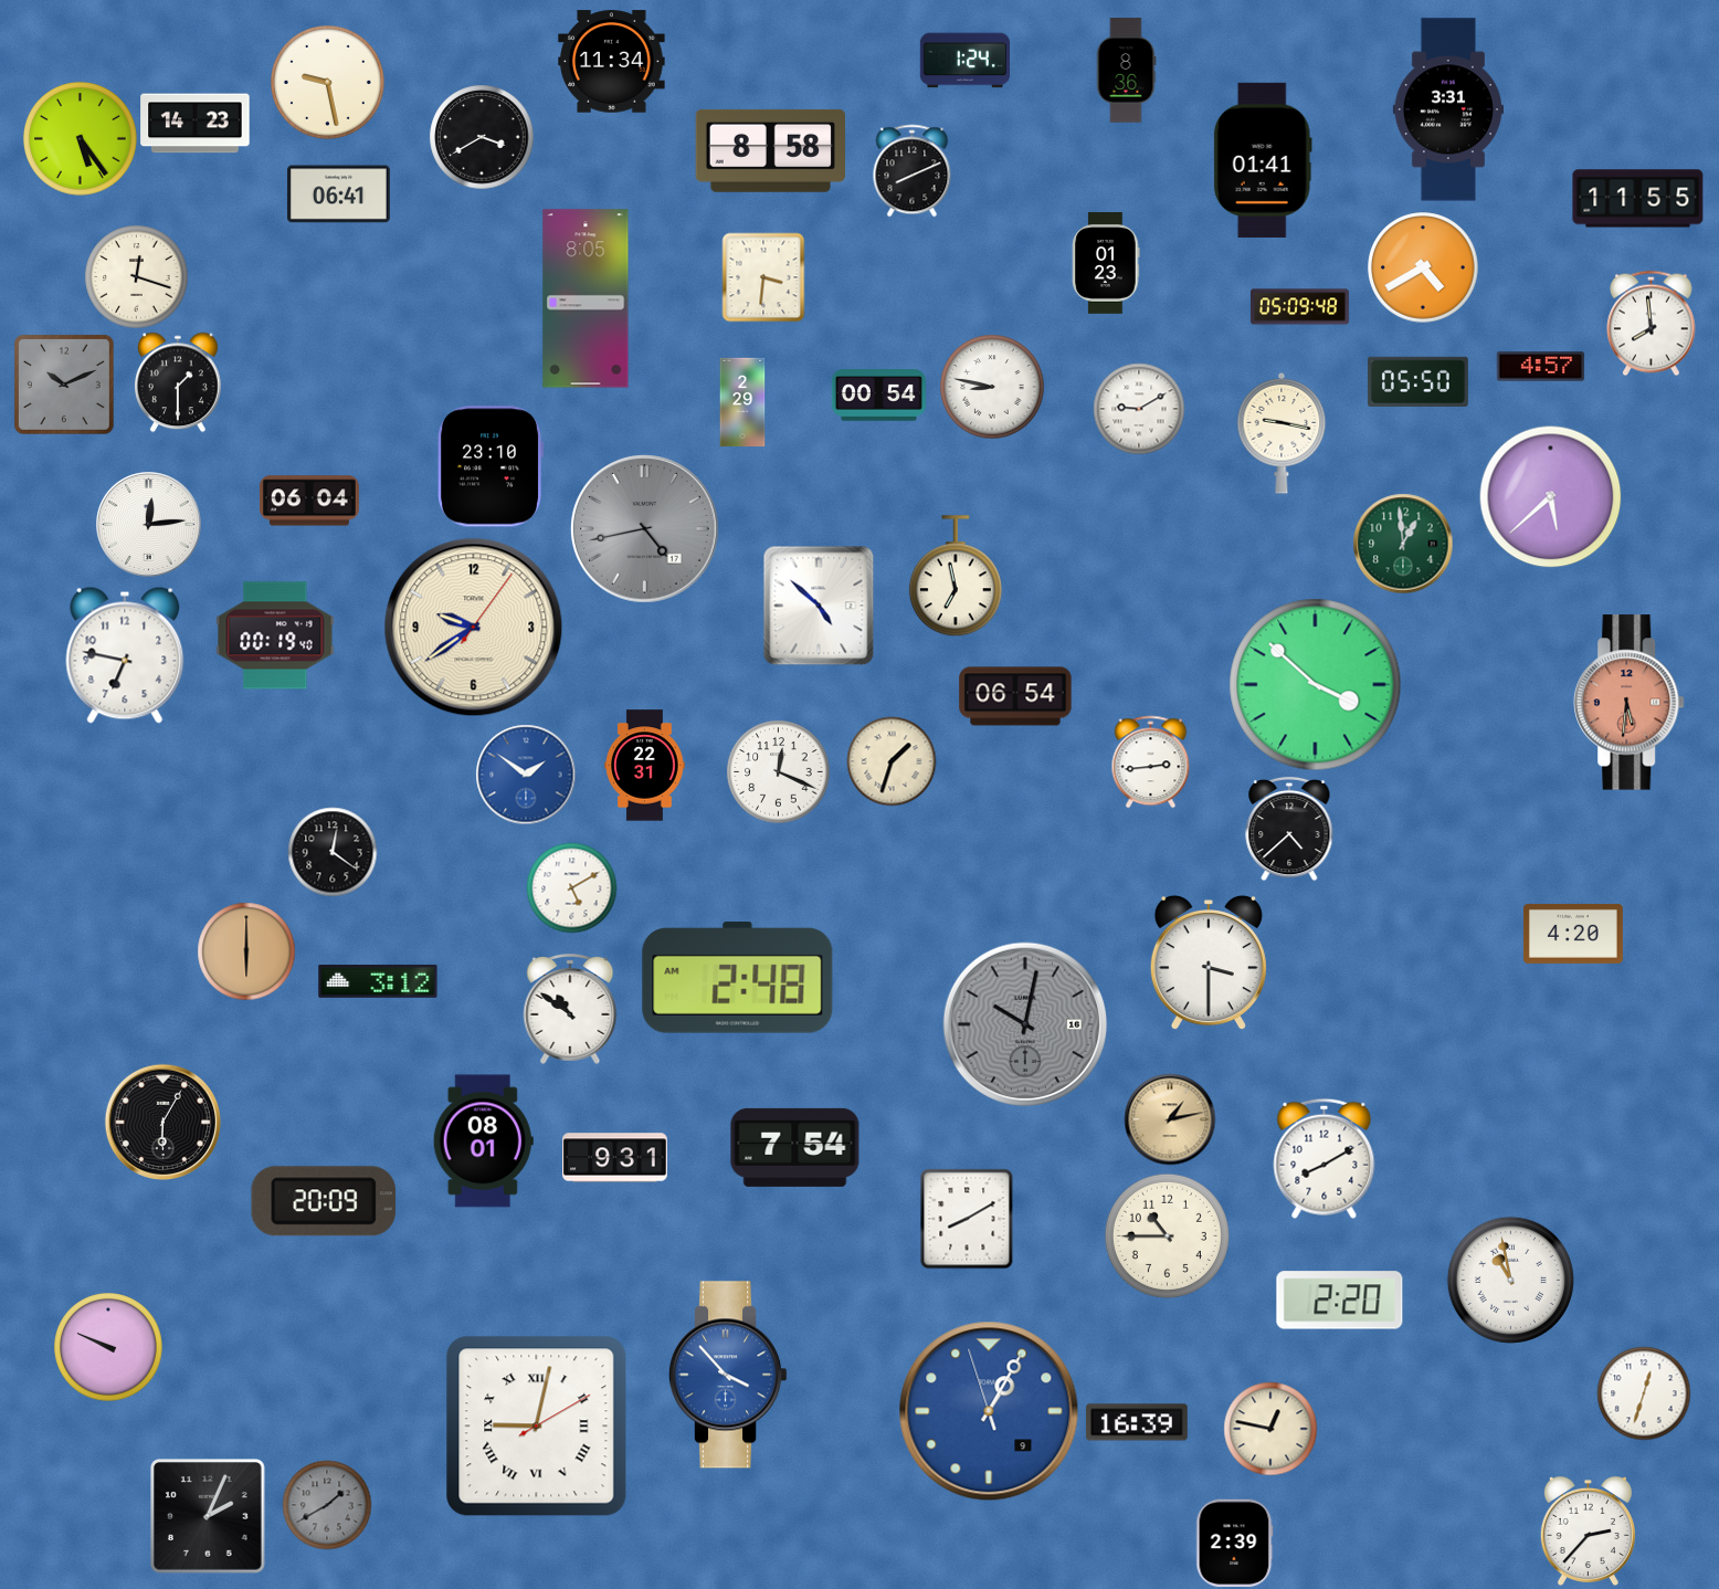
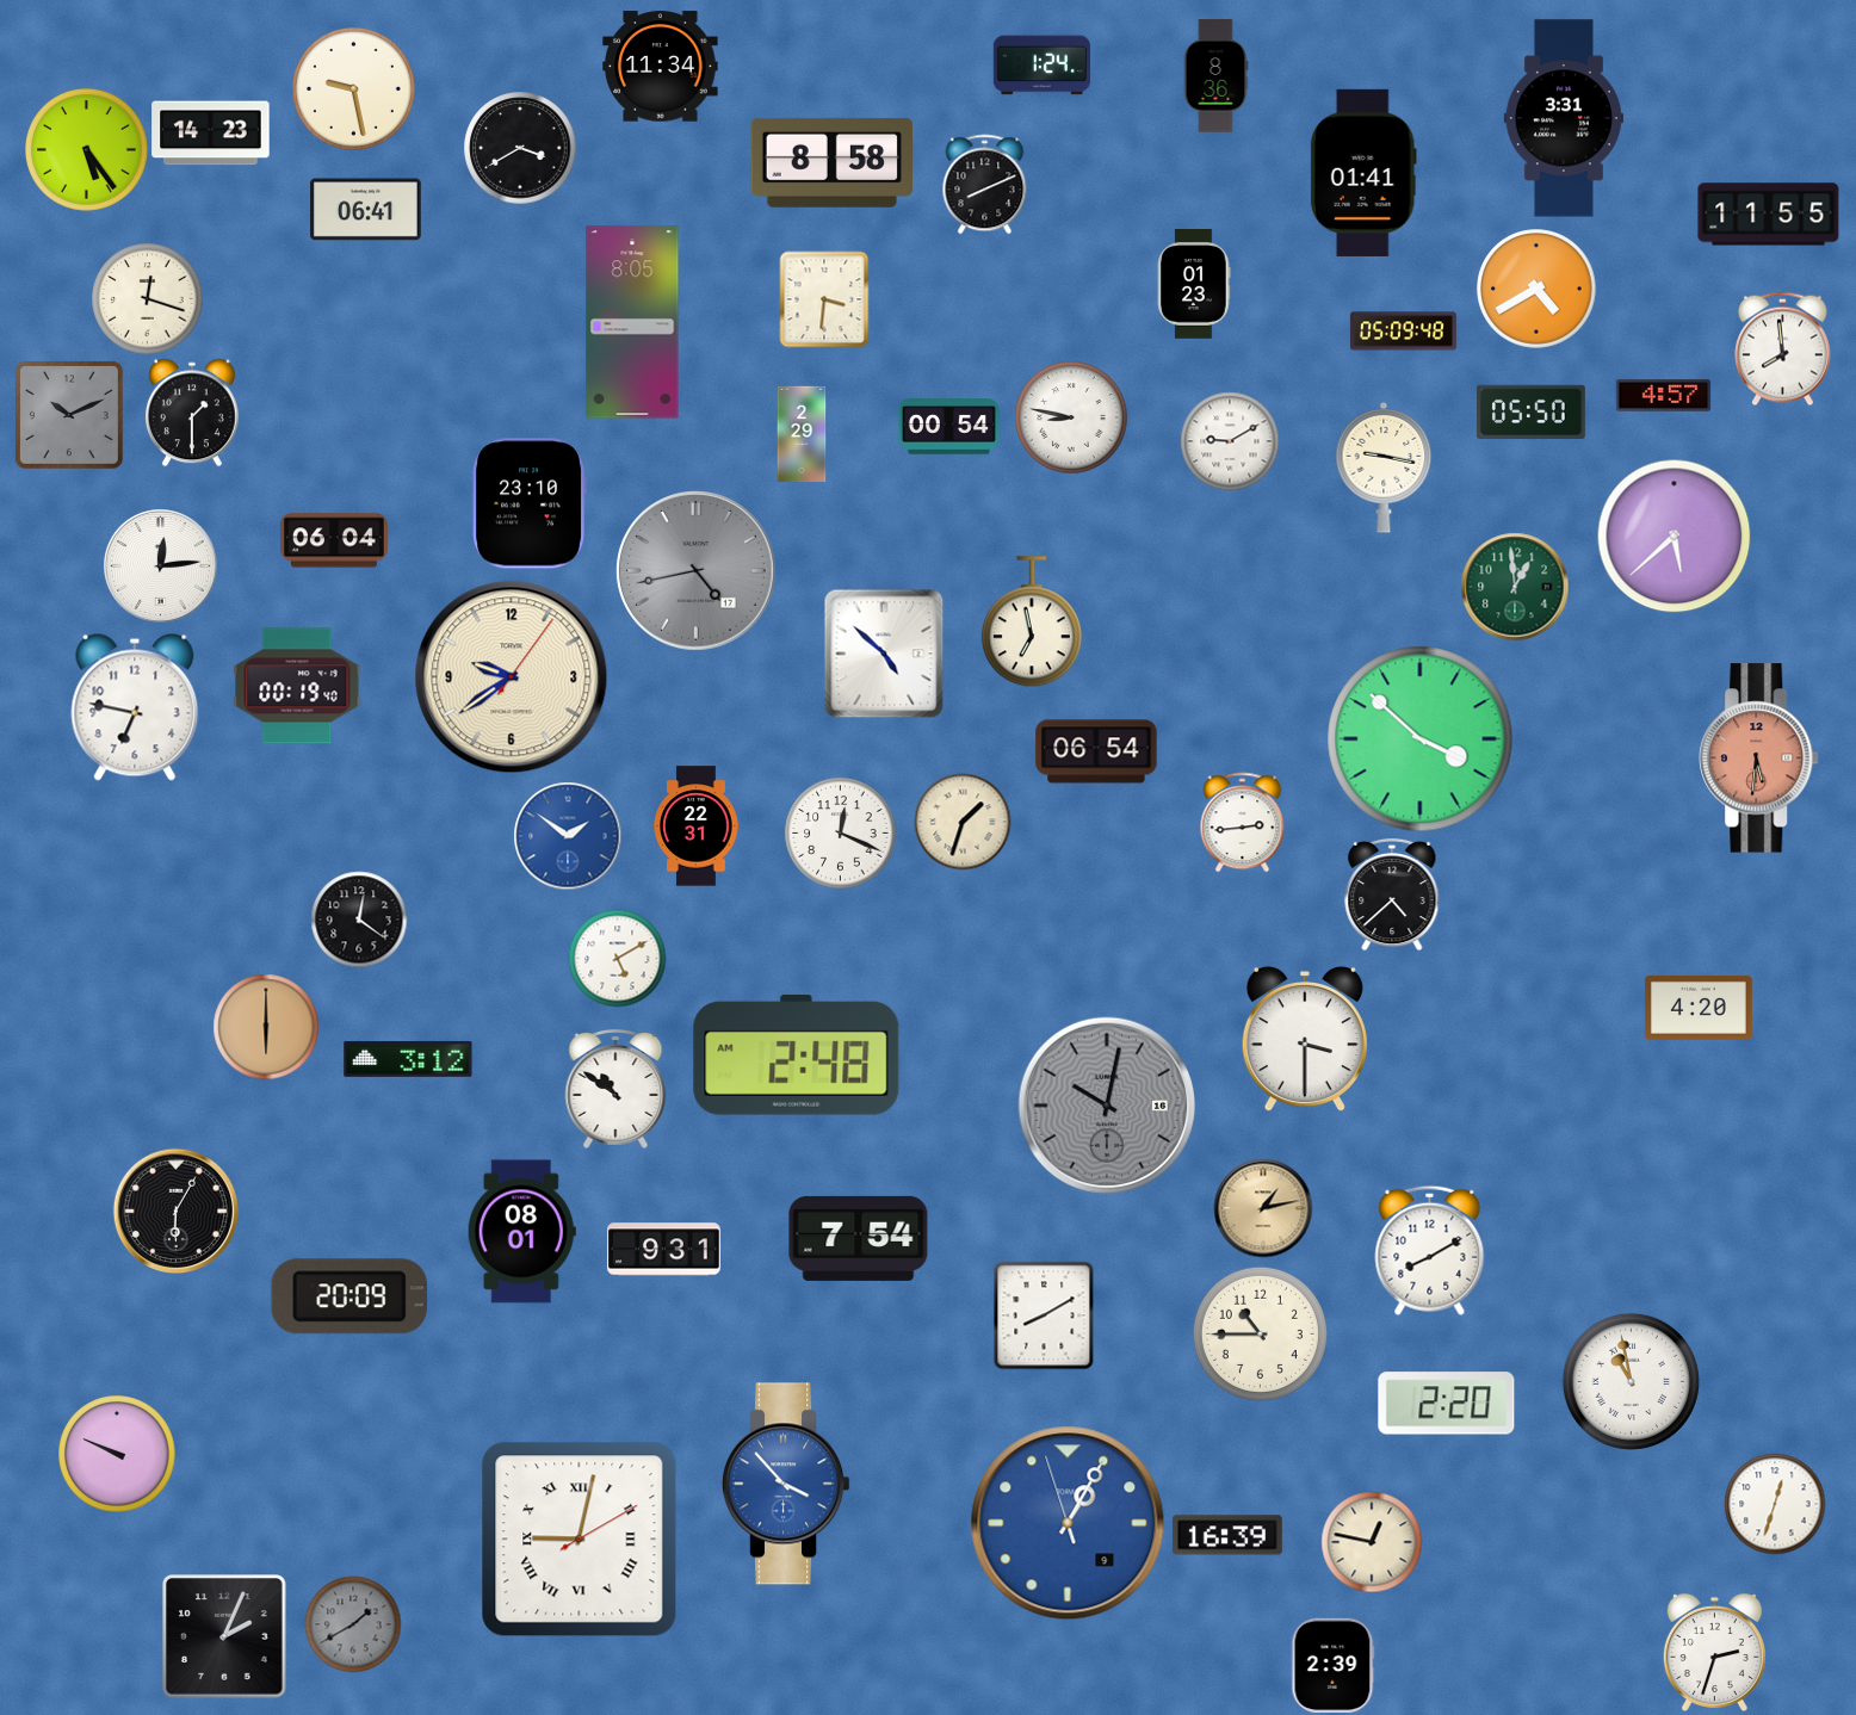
clock at (1588, 1530): 2:37 -> 2:33
